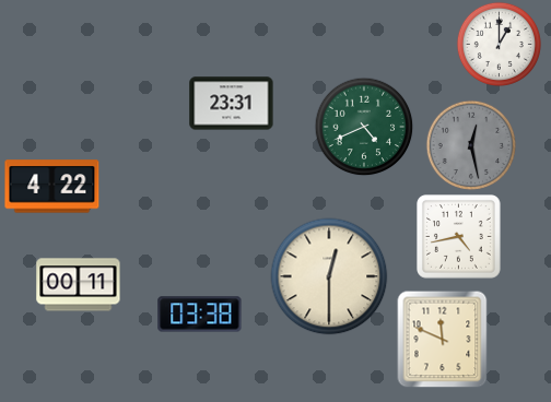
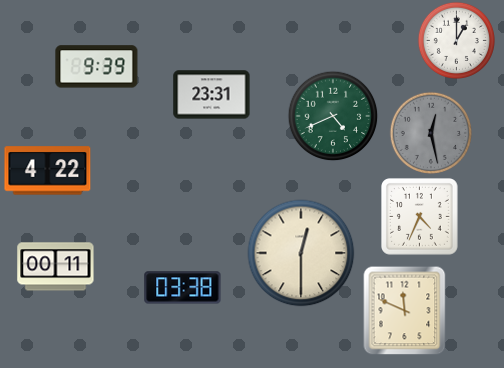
clock at (97, 67): none -> 9:39
clock at (459, 237): 4:43 -> 4:34
clock at (79, 285) position: (79, 285) -> (56, 267)
